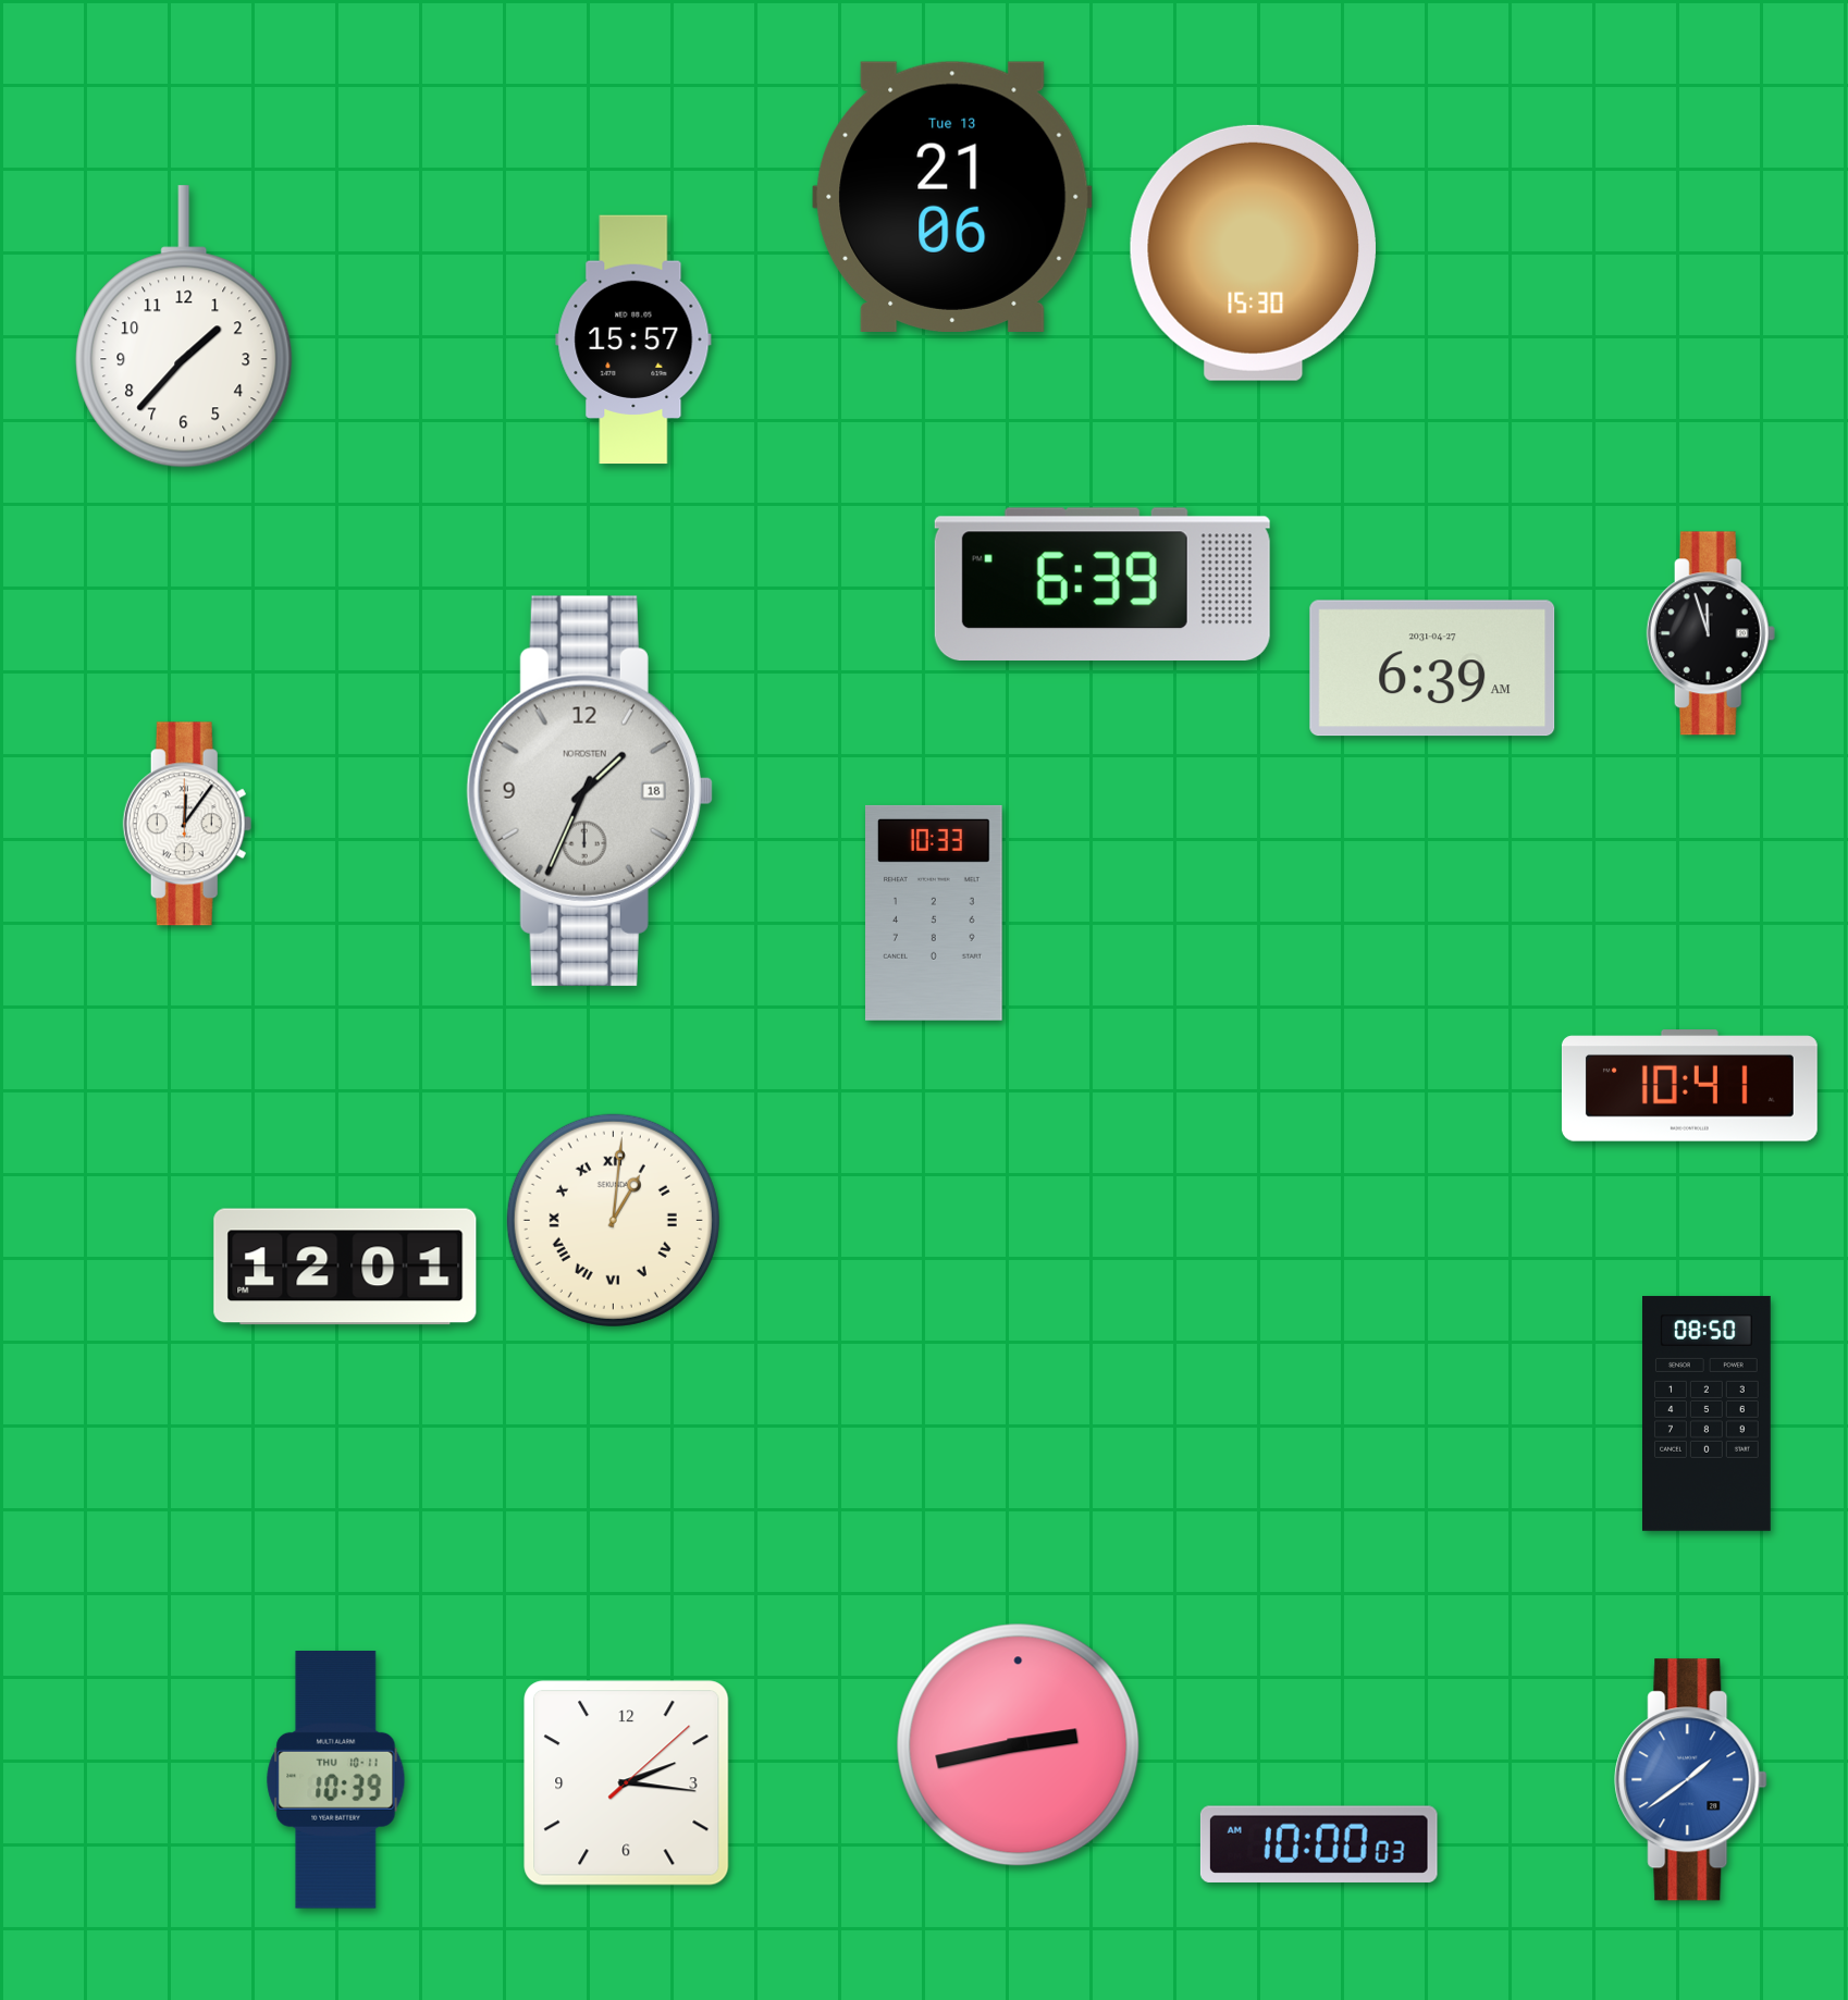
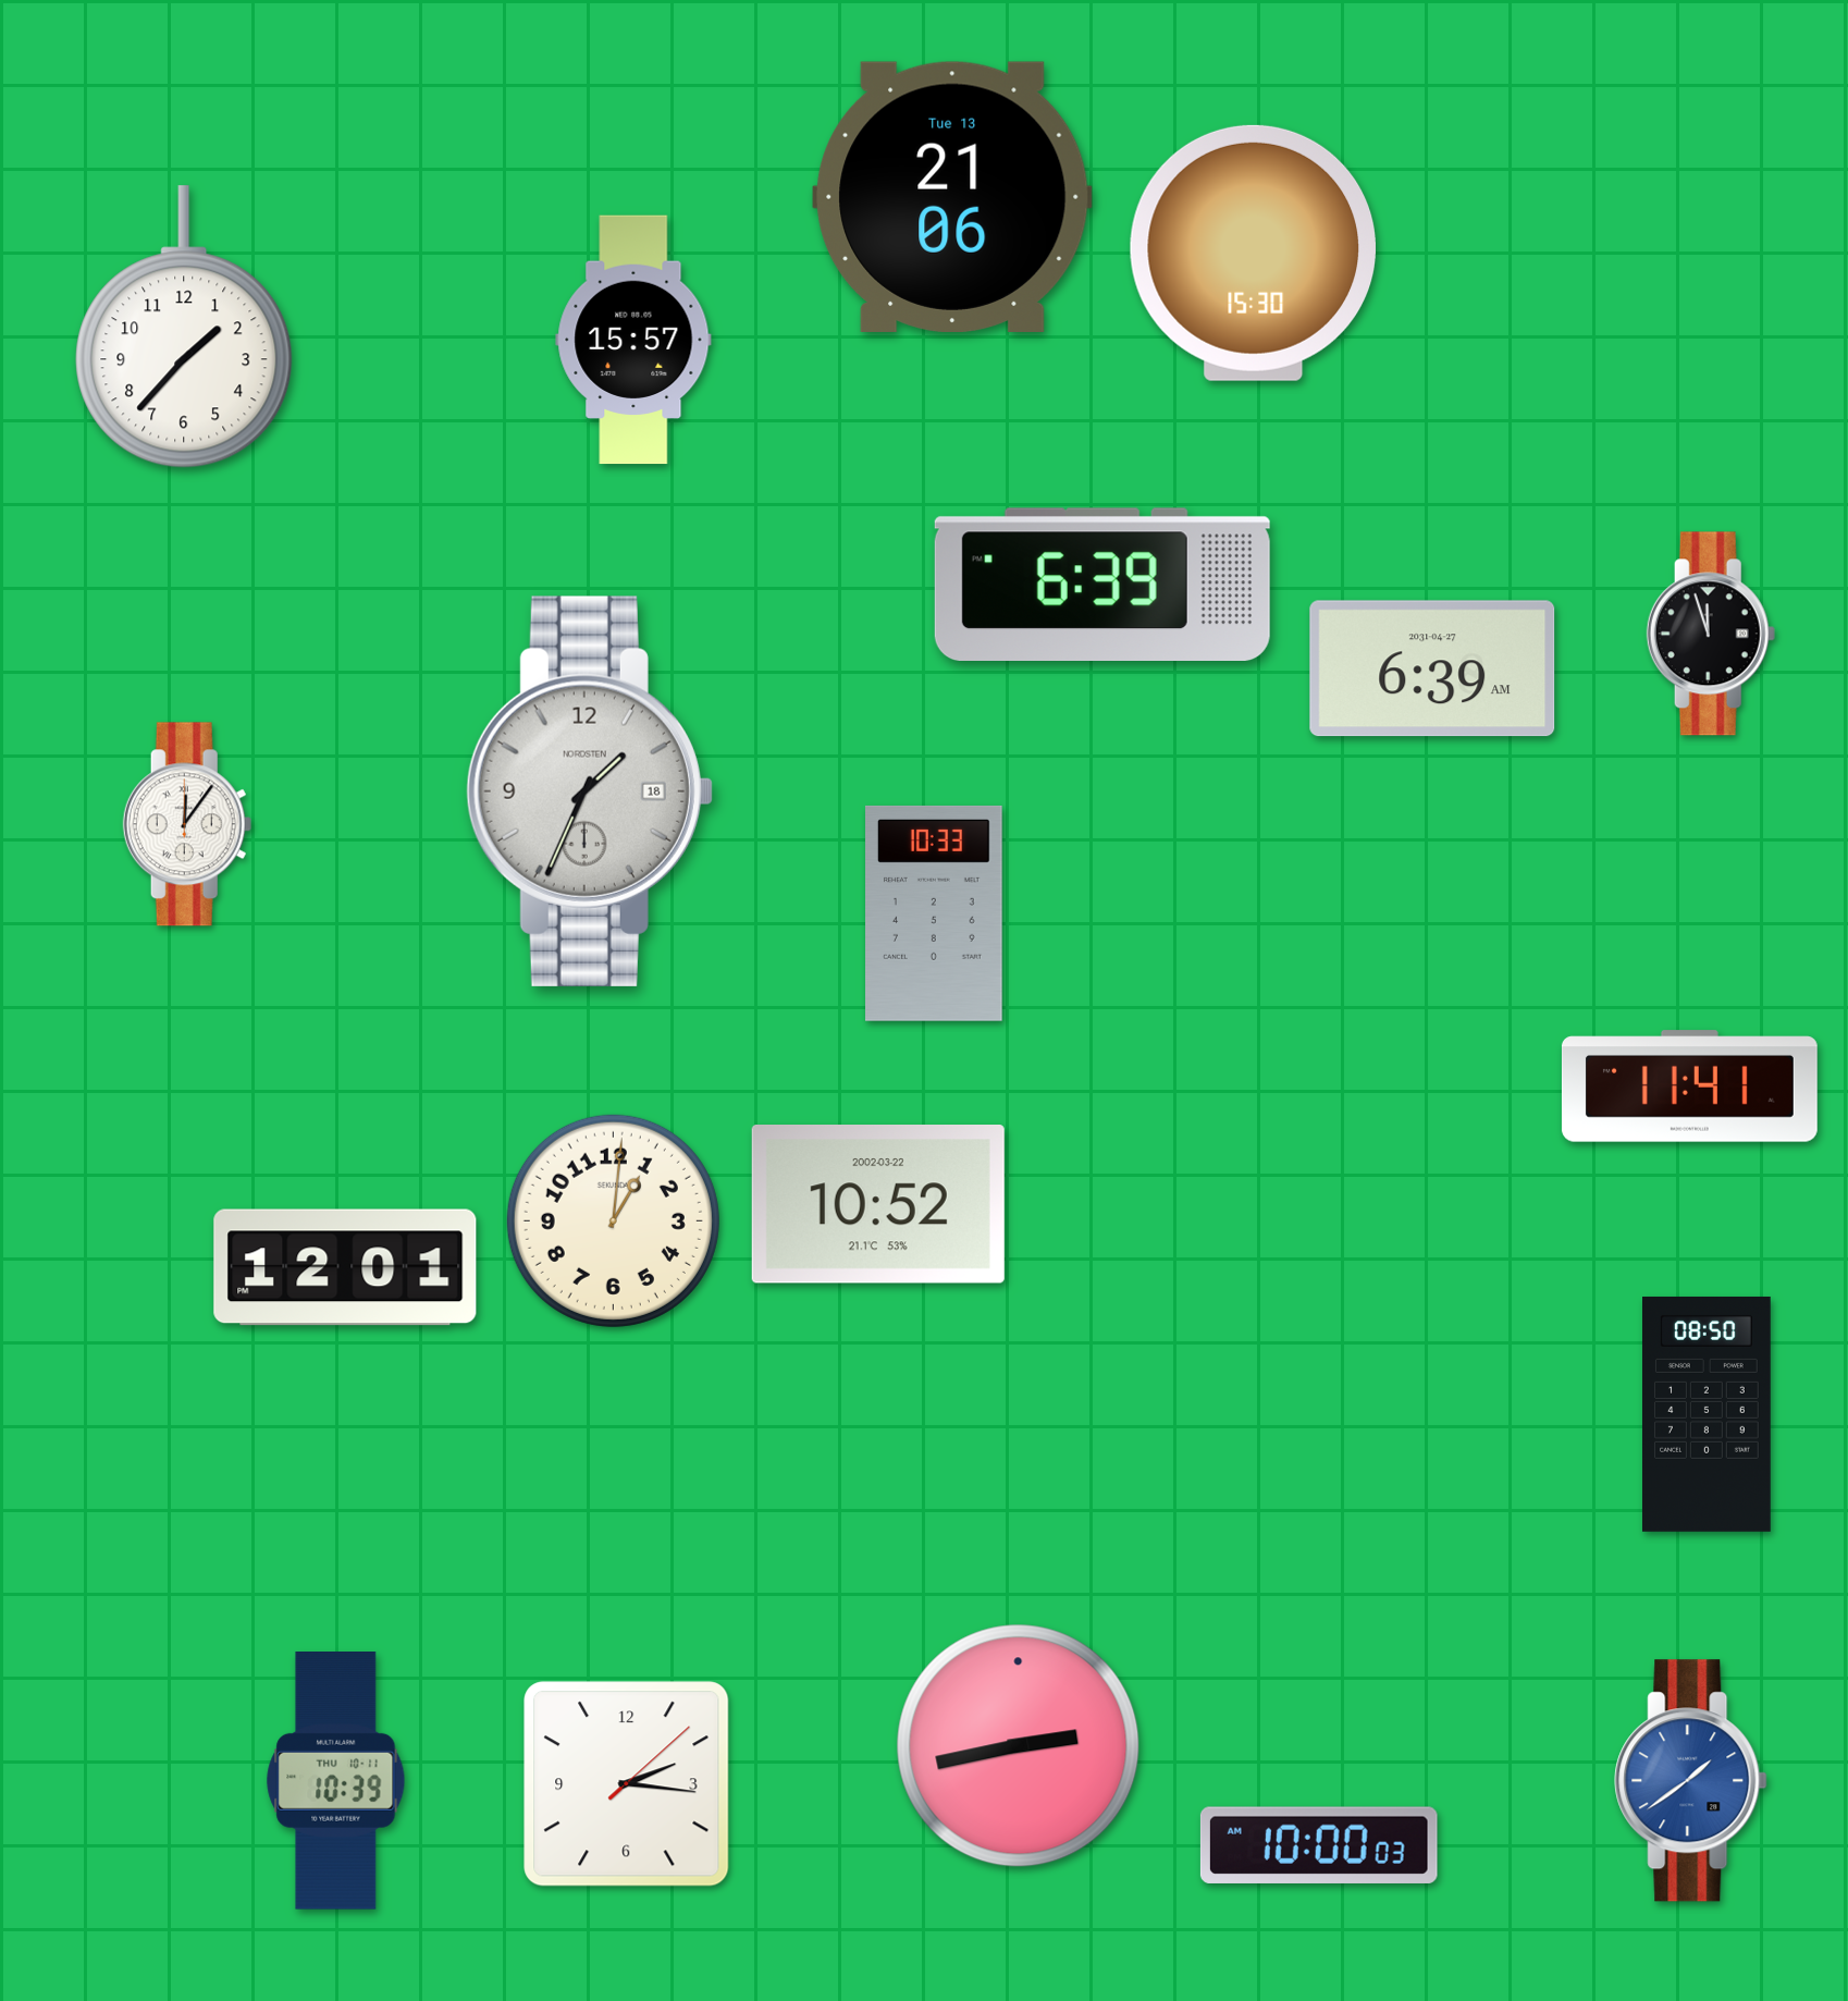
clock at (1689, 1086): 10:41 -> 11:41
clock at (878, 1205): none -> 10:52
clock at (613, 1220) numerals: Roman -> Arabic
